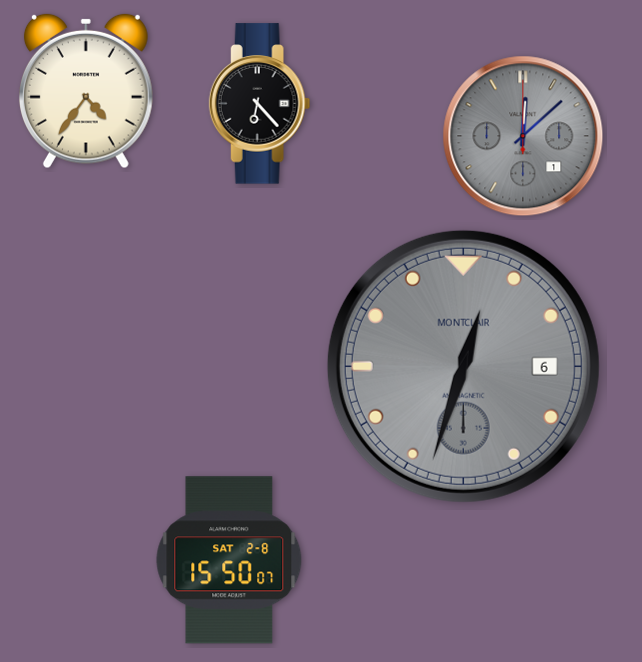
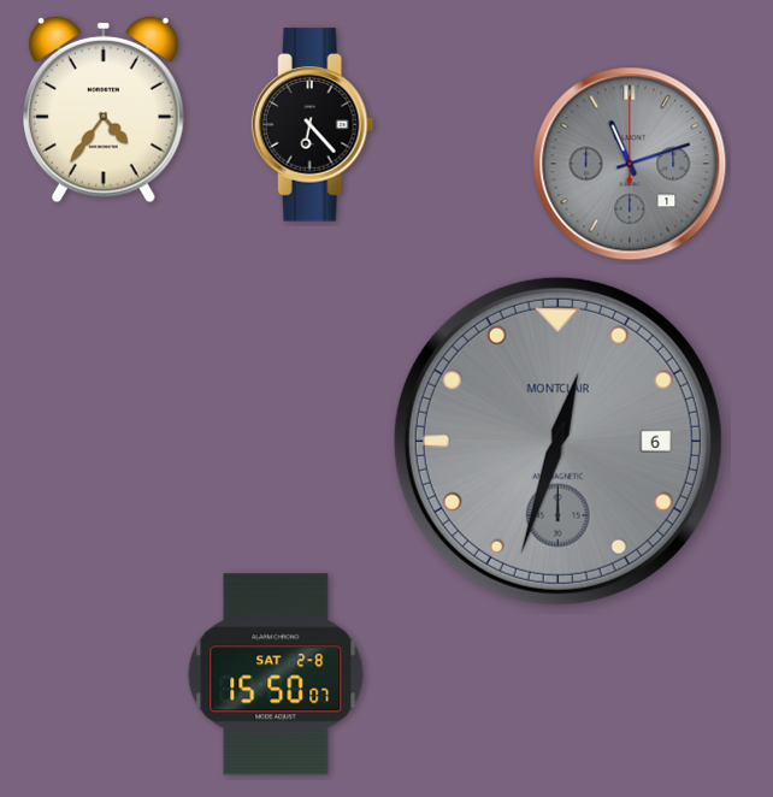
clock at (523, 136): 12:08 -> 11:12
